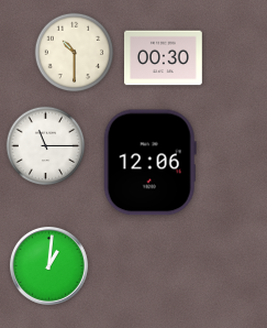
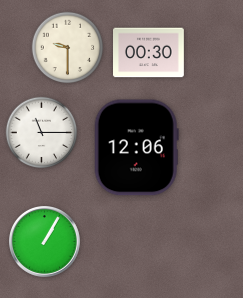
clock at (75, 53): 10:30 -> 9:30
clock at (49, 266): 1:01 -> 1:05
